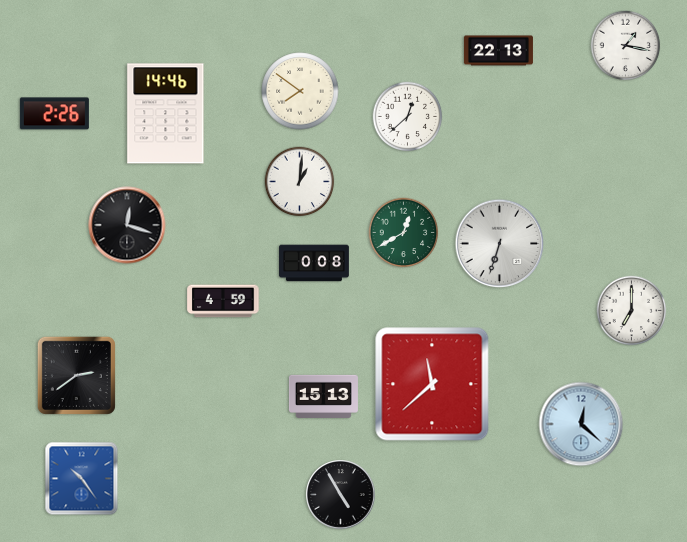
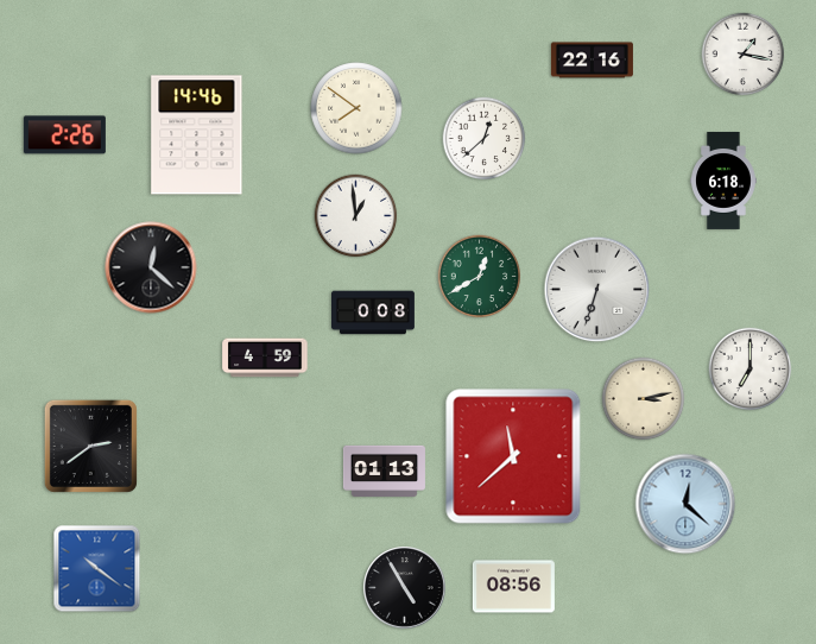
clock at (498, 51): 22:13 -> 22:16
clock at (723, 181): none -> 6:18
clock at (300, 182): 1:01 -> 12:59
clock at (127, 225): 12:18 -> 12:22
clock at (500, 244) position: (500, 244) -> (597, 290)
clock at (644, 399): none -> 3:13
clock at (323, 396): 15:13 -> 01:13
clock at (581, 424) position: (581, 424) -> (685, 504)
clock at (82, 479): 10:24 -> 10:21
clock at (513, 587): none -> 08:56
